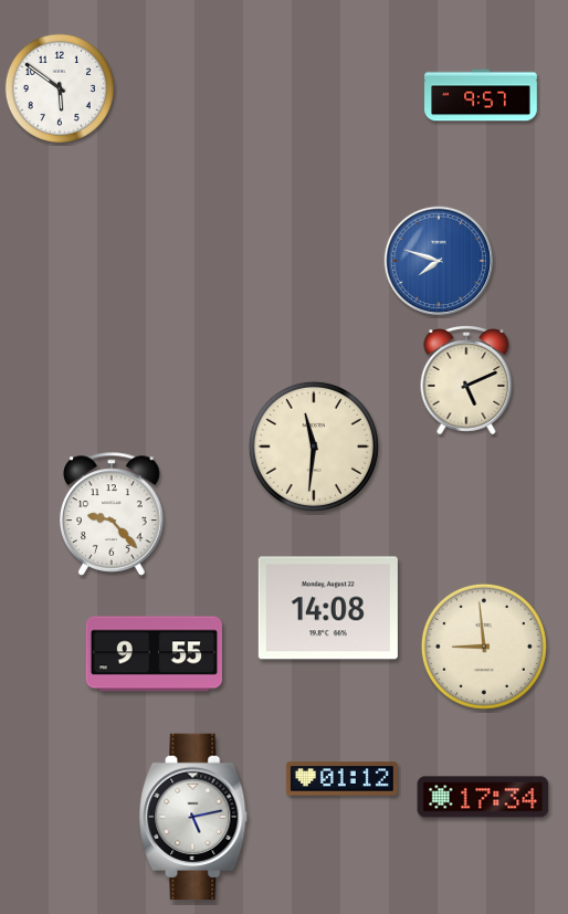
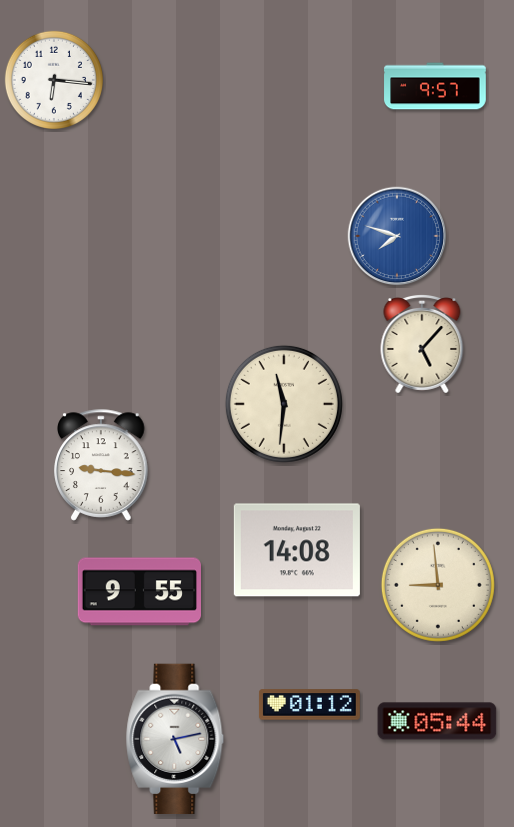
clock at (60, 88): 5:51 -> 6:16
clock at (466, 381): 5:11 -> 5:07
clock at (112, 514): 9:23 -> 9:16
clock at (483, 797): 17:34 -> 05:44
